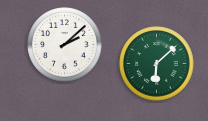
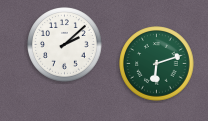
clock at (157, 64): 6:08 -> 6:12
